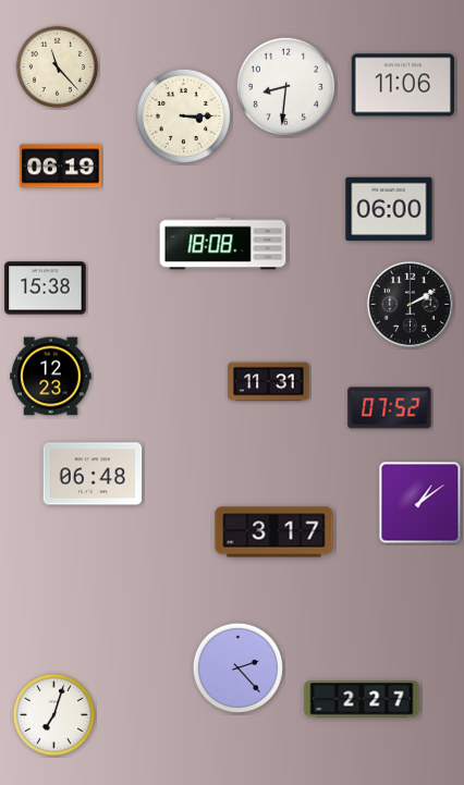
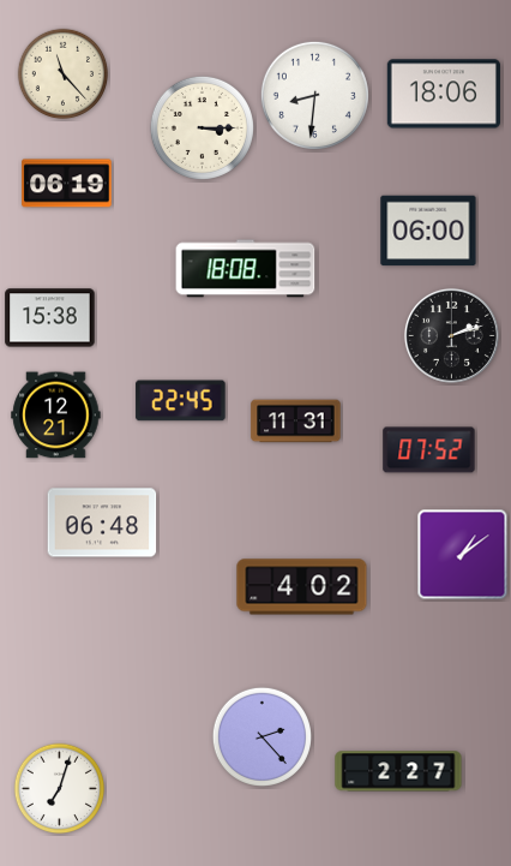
clock at (403, 85): 11:06 -> 18:06
clock at (410, 304): 2:10 -> 2:12
clock at (181, 401): none -> 22:45
clock at (51, 377): 12:23 -> 12:21
clock at (274, 532): 3:17 -> 4:02
